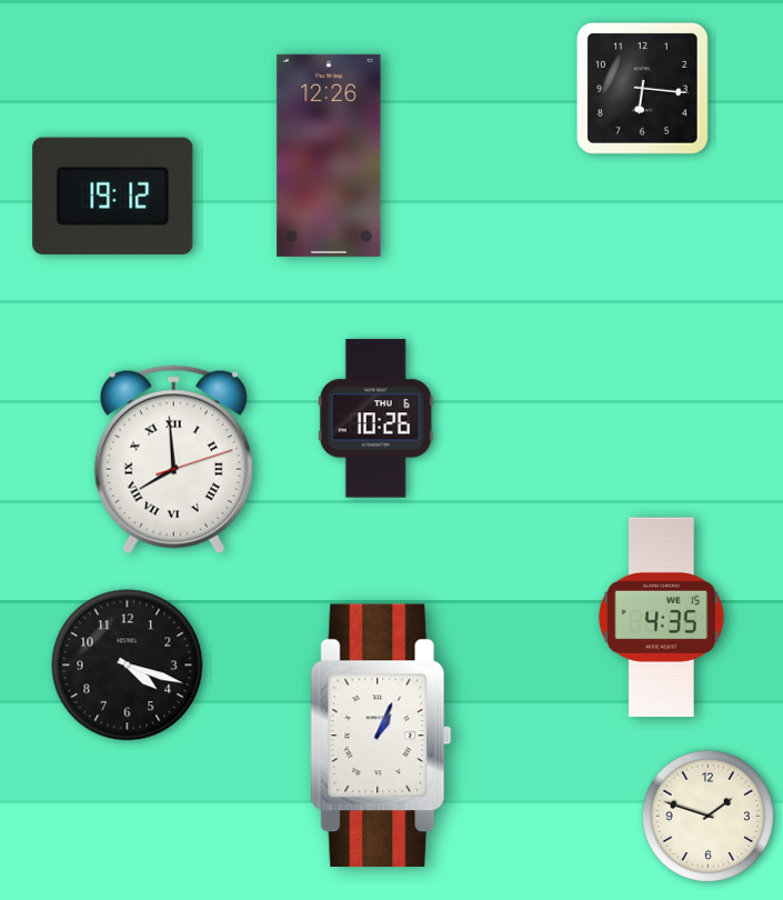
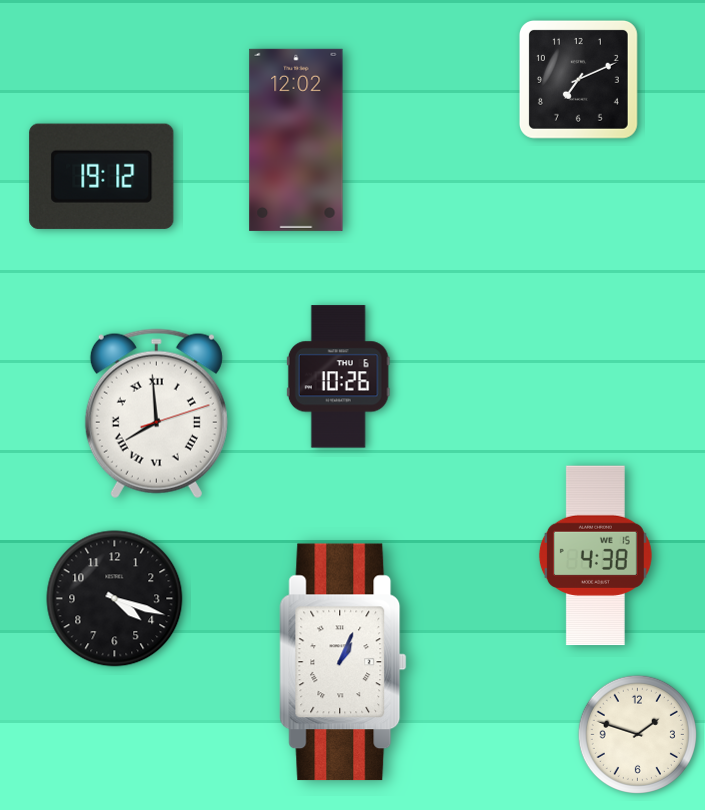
clock at (642, 88): 6:16 -> 7:11
clock at (329, 156): 12:26 -> 12:02
clock at (661, 618): 4:35 -> 4:38
